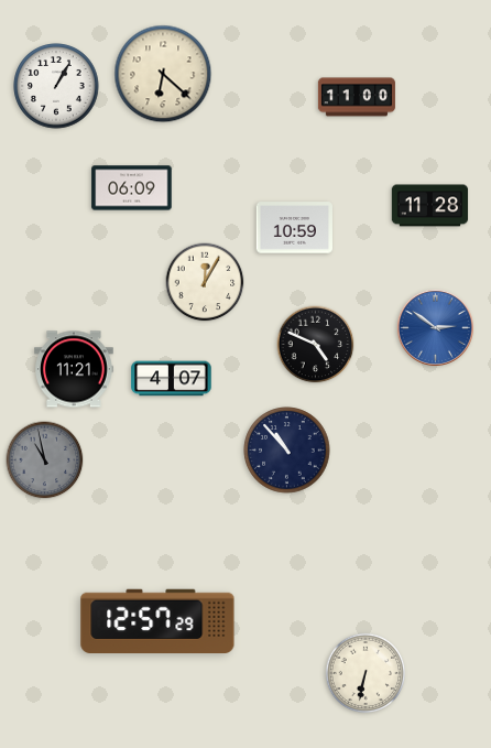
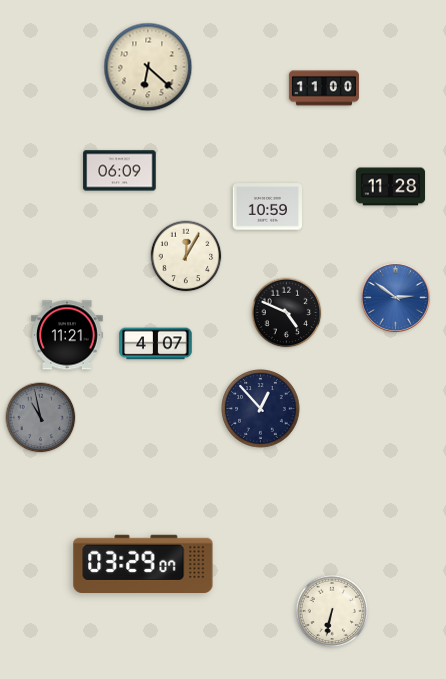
clock at (56, 86): 1:05 -> none
clock at (287, 451): 10:53 -> 12:53
clock at (157, 620): 12:57 -> 03:29
